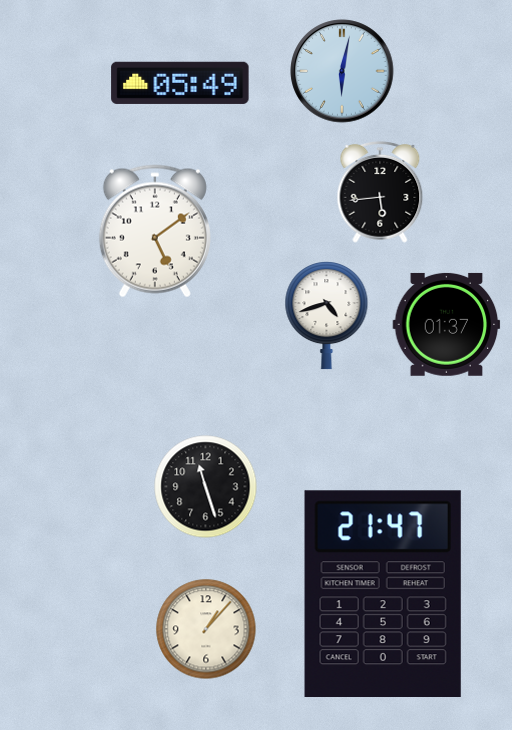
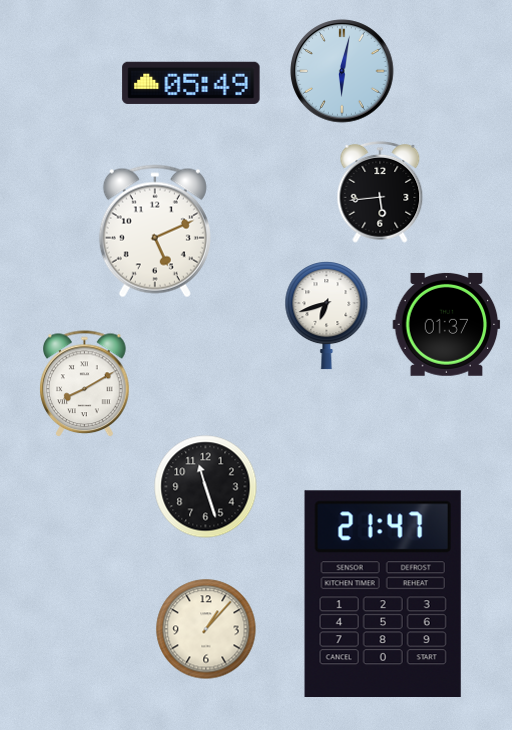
clock at (180, 83) position: (180, 83) -> (191, 83)
clock at (155, 231): 5:09 -> 5:11
clock at (327, 316): 4:42 -> 6:42
clock at (85, 384): none -> 8:10
